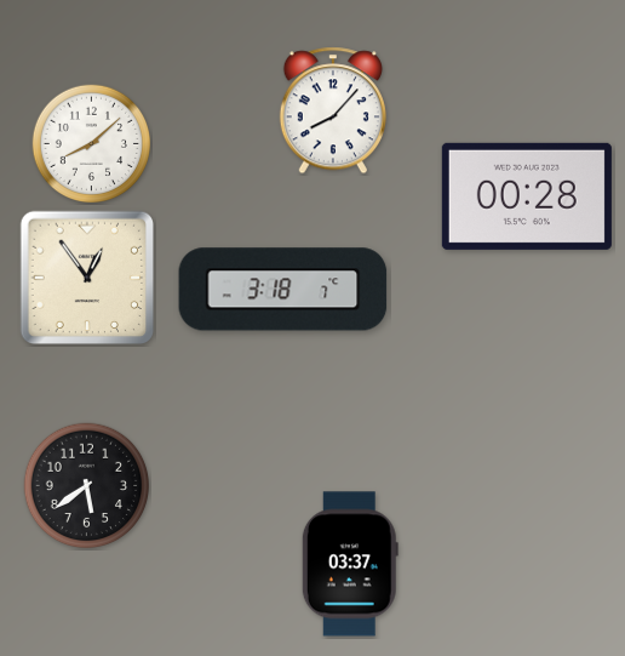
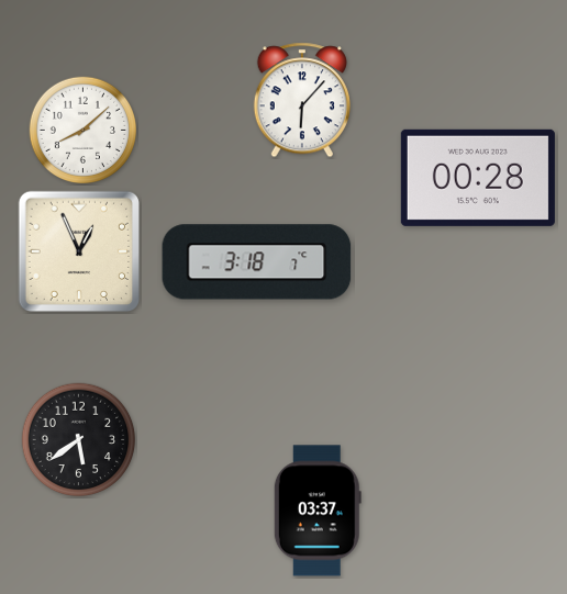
clock at (333, 110): 8:07 -> 6:07
clock at (86, 276): 12:54 -> 12:56
